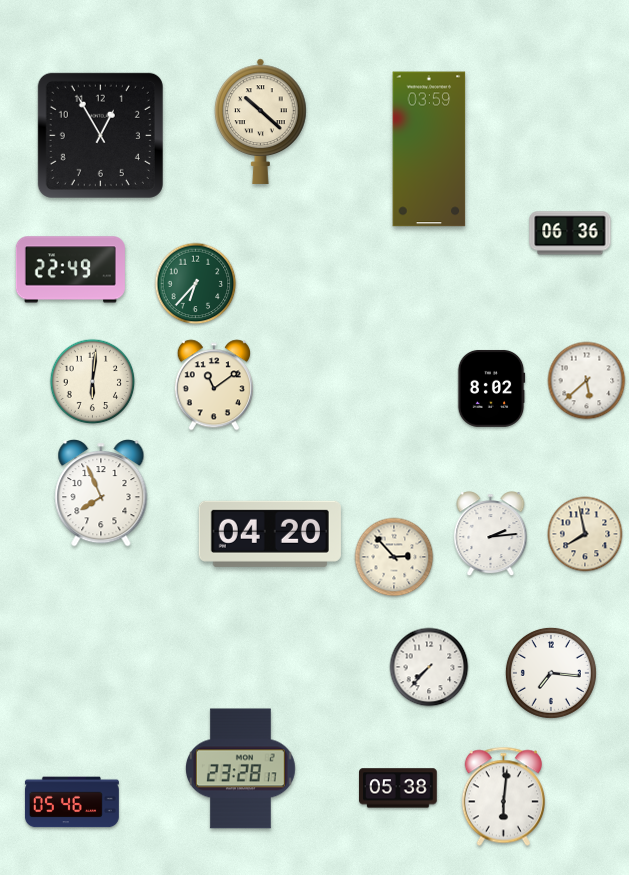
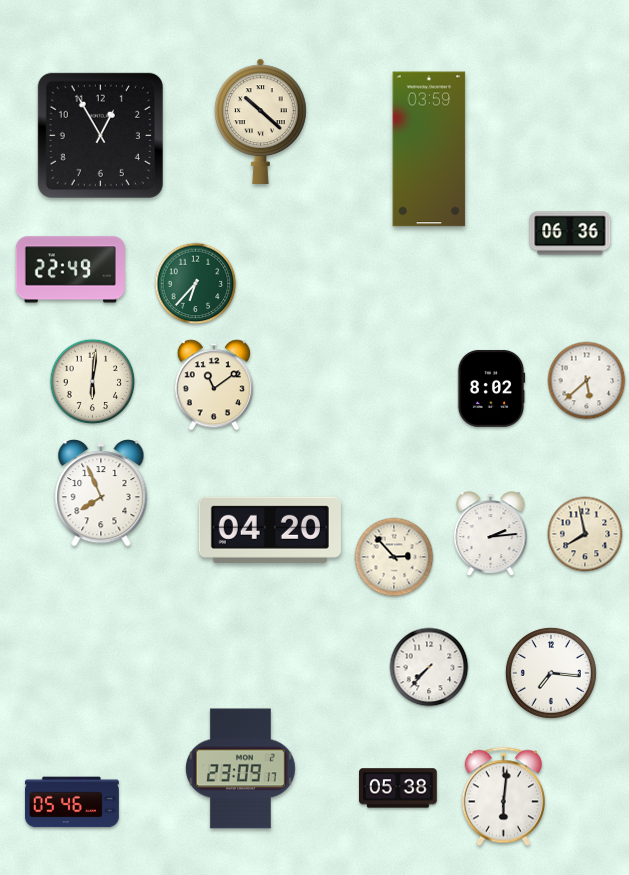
clock at (270, 534) position: (270, 534) -> (270, 530)
clock at (240, 769): 23:28 -> 23:09
